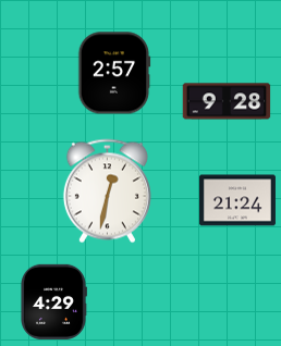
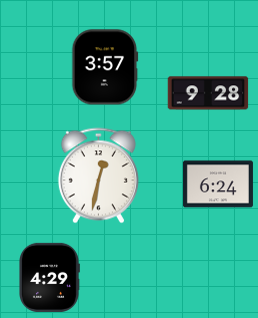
clock at (114, 73): 2:57 -> 3:57
clock at (237, 200): 21:24 -> 6:24
